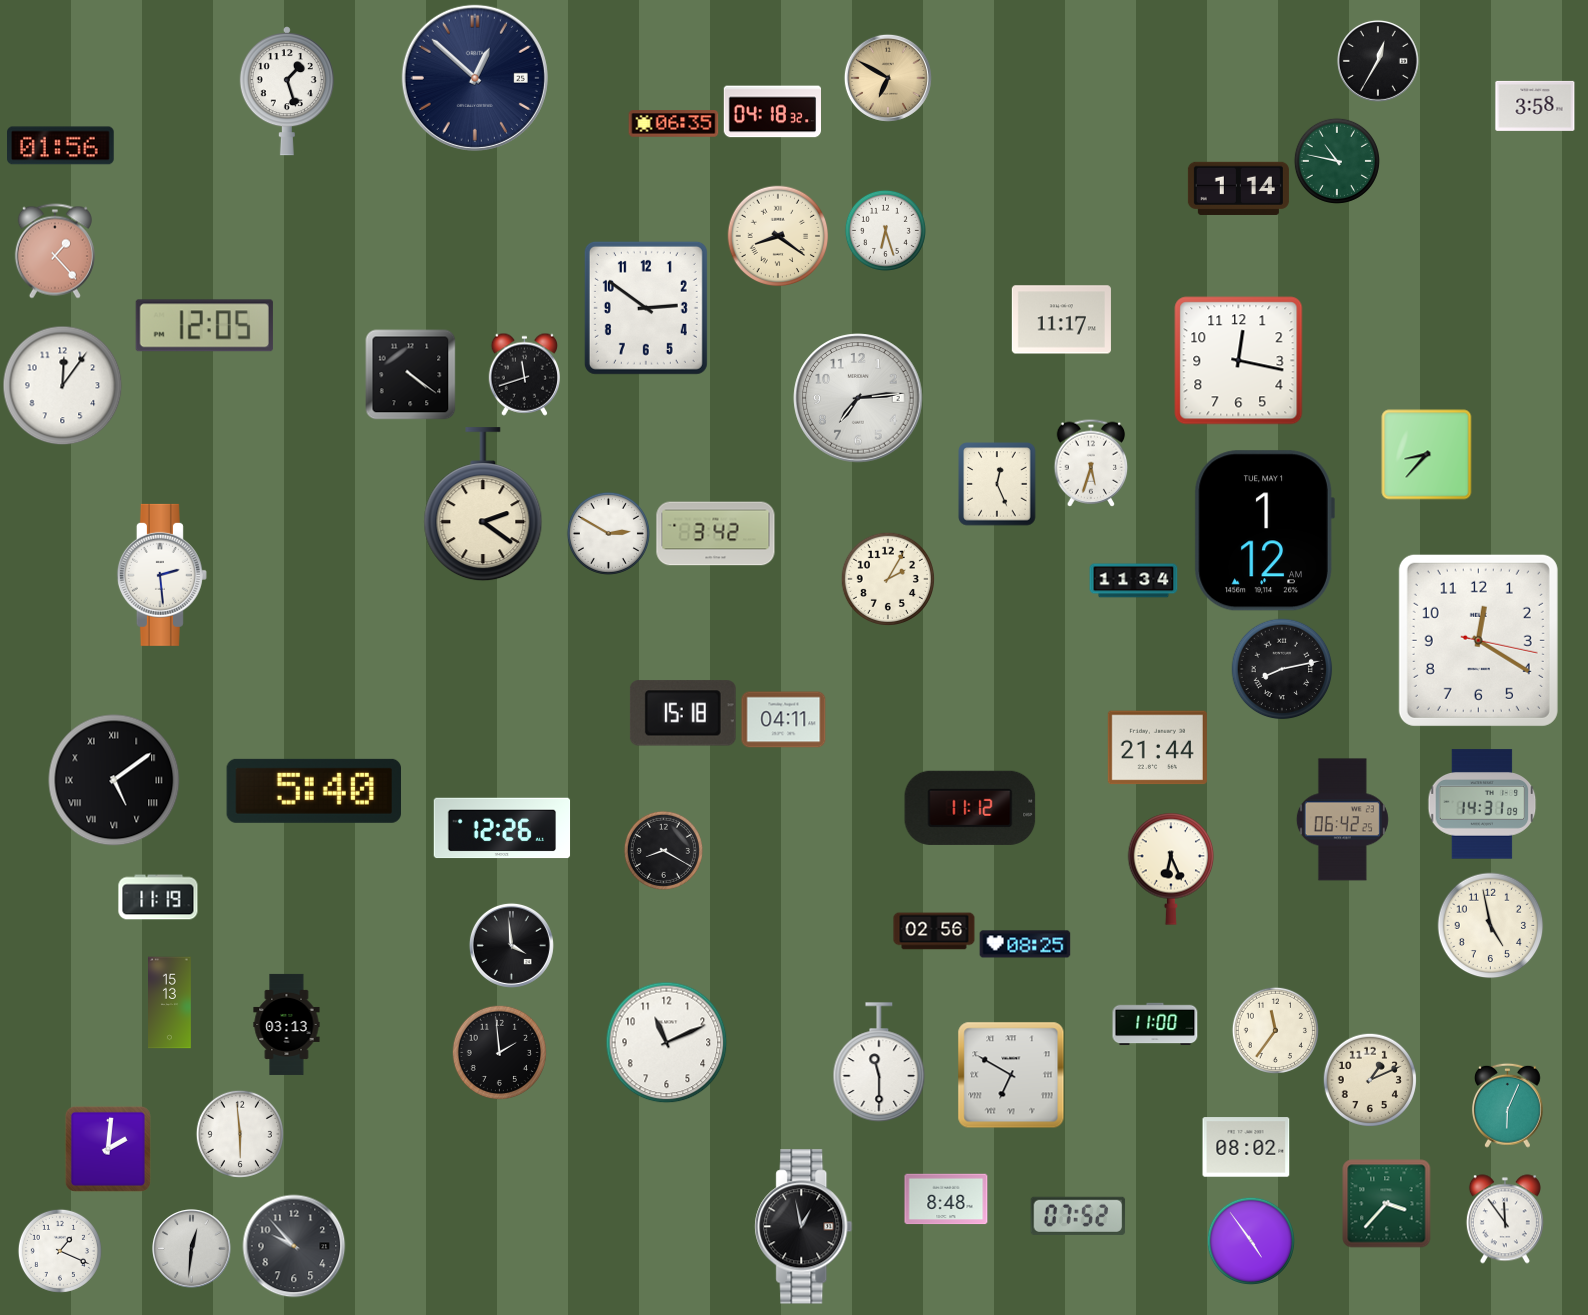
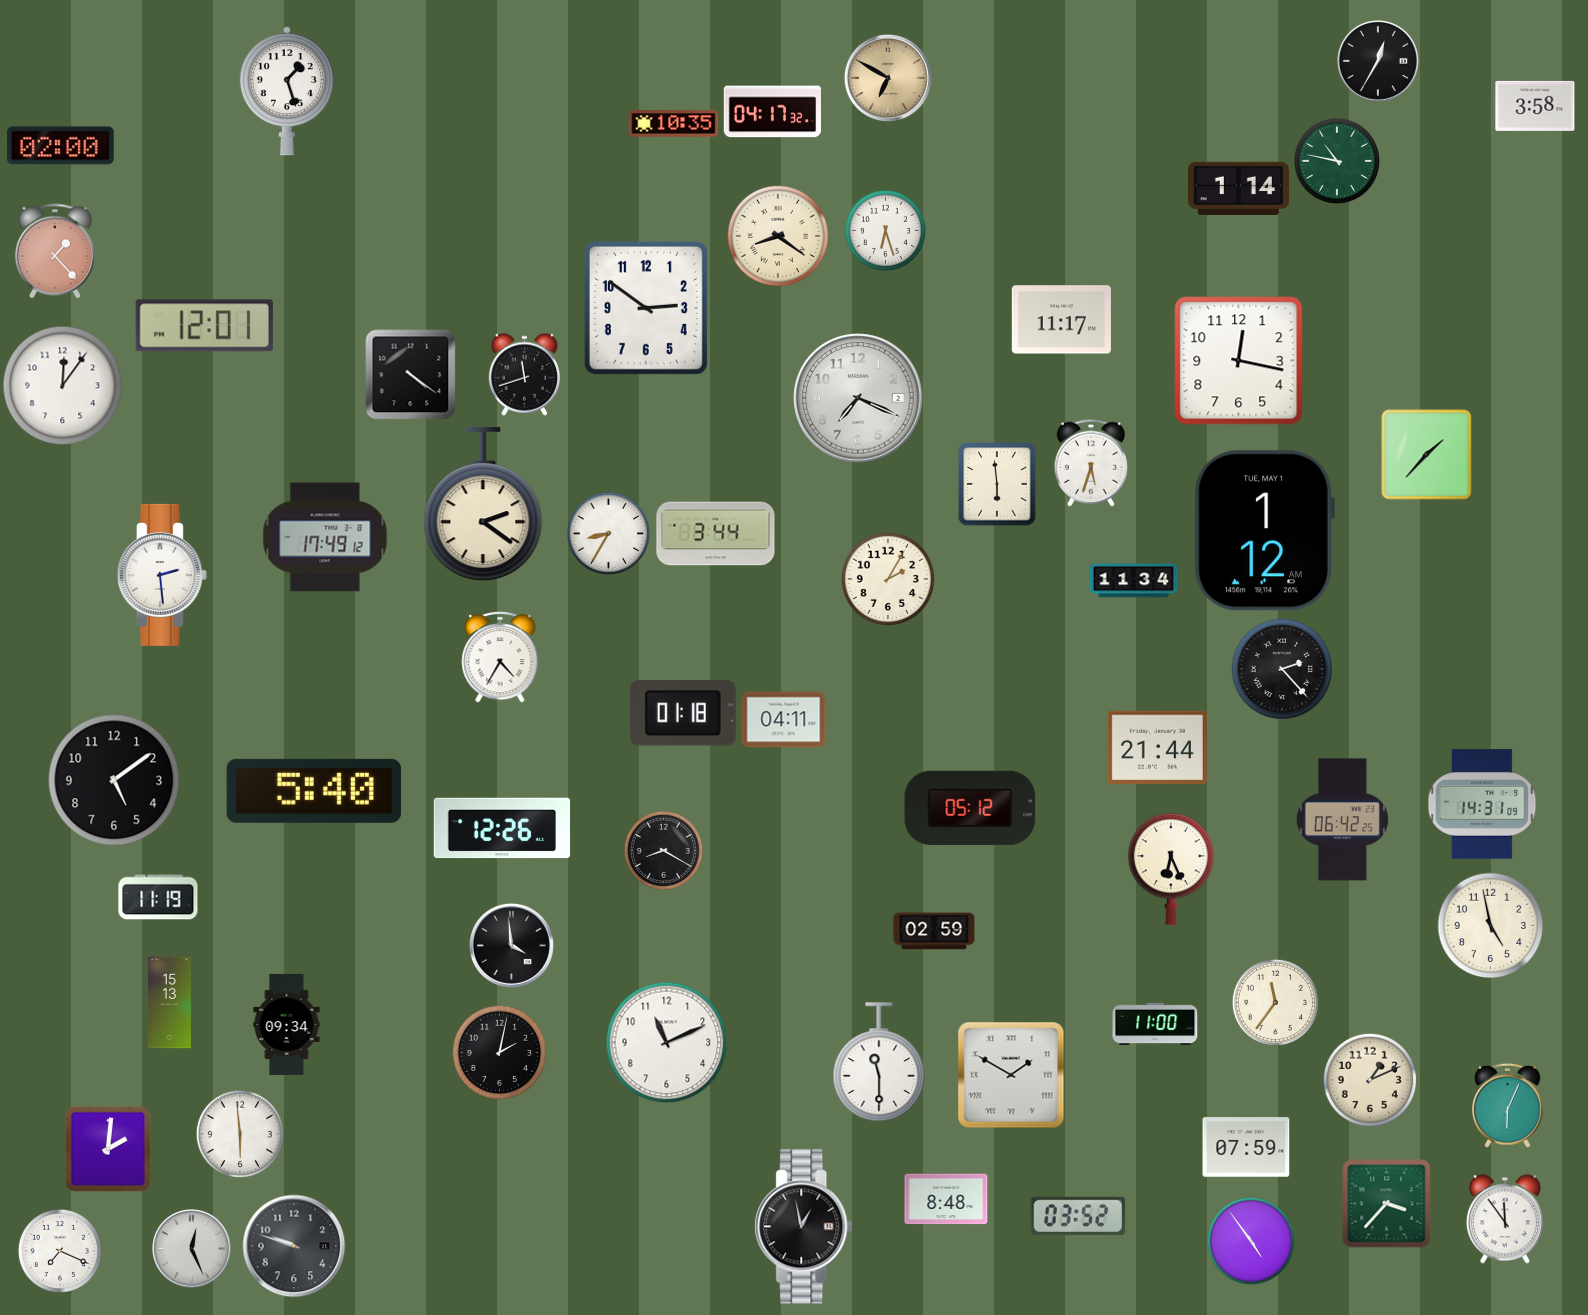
clock at (475, 78): 12:52 -> none
clock at (772, 112): 04:18 -> 04:17
clock at (674, 124): 06:35 -> 10:35
clock at (61, 146): 01:56 -> 02:00
clock at (204, 326): 12:05 -> 12:01
clock at (858, 398): 7:14 -> 7:19
clock at (1427, 455): 8:37 -> 1:37
clock at (997, 484): 12:26 -> 5:59
clock at (608, 533): 2:50 -> 8:35
clock at (716, 534): 3:42 -> 3:44
clock at (325, 537): none -> 17:49
clock at (1478, 640): 12:20 -> none
clock at (500, 657): none -> 4:35
clock at (1282, 669): 8:13 -> 2:23
clock at (683, 713): 15:18 -> 01:18
clock at (114, 780) numerals: Roman -> Arabic
clock at (970, 808): 11:12 -> 05:12
clock at (934, 931): 02:56 -> 02:59
clock at (1025, 944): 08:25 -> none
clock at (287, 1024): 03:13 -> 09:34
clock at (1275, 1030) position: (1275, 1030) -> (1275, 1002)
clock at (499, 1052): 1:59 -> 2:02
clock at (1011, 1075): 6:50 -> 1:50
clock at (1246, 1147): 08:02 -> 07:59
clock at (1078, 1216): 07:52 -> 03:52
clock at (294, 1246): 9:53 -> 9:48
clock at (192, 1249): 12:31 -> 12:26
clock at (60, 1251): 1:19 -> 7:19
